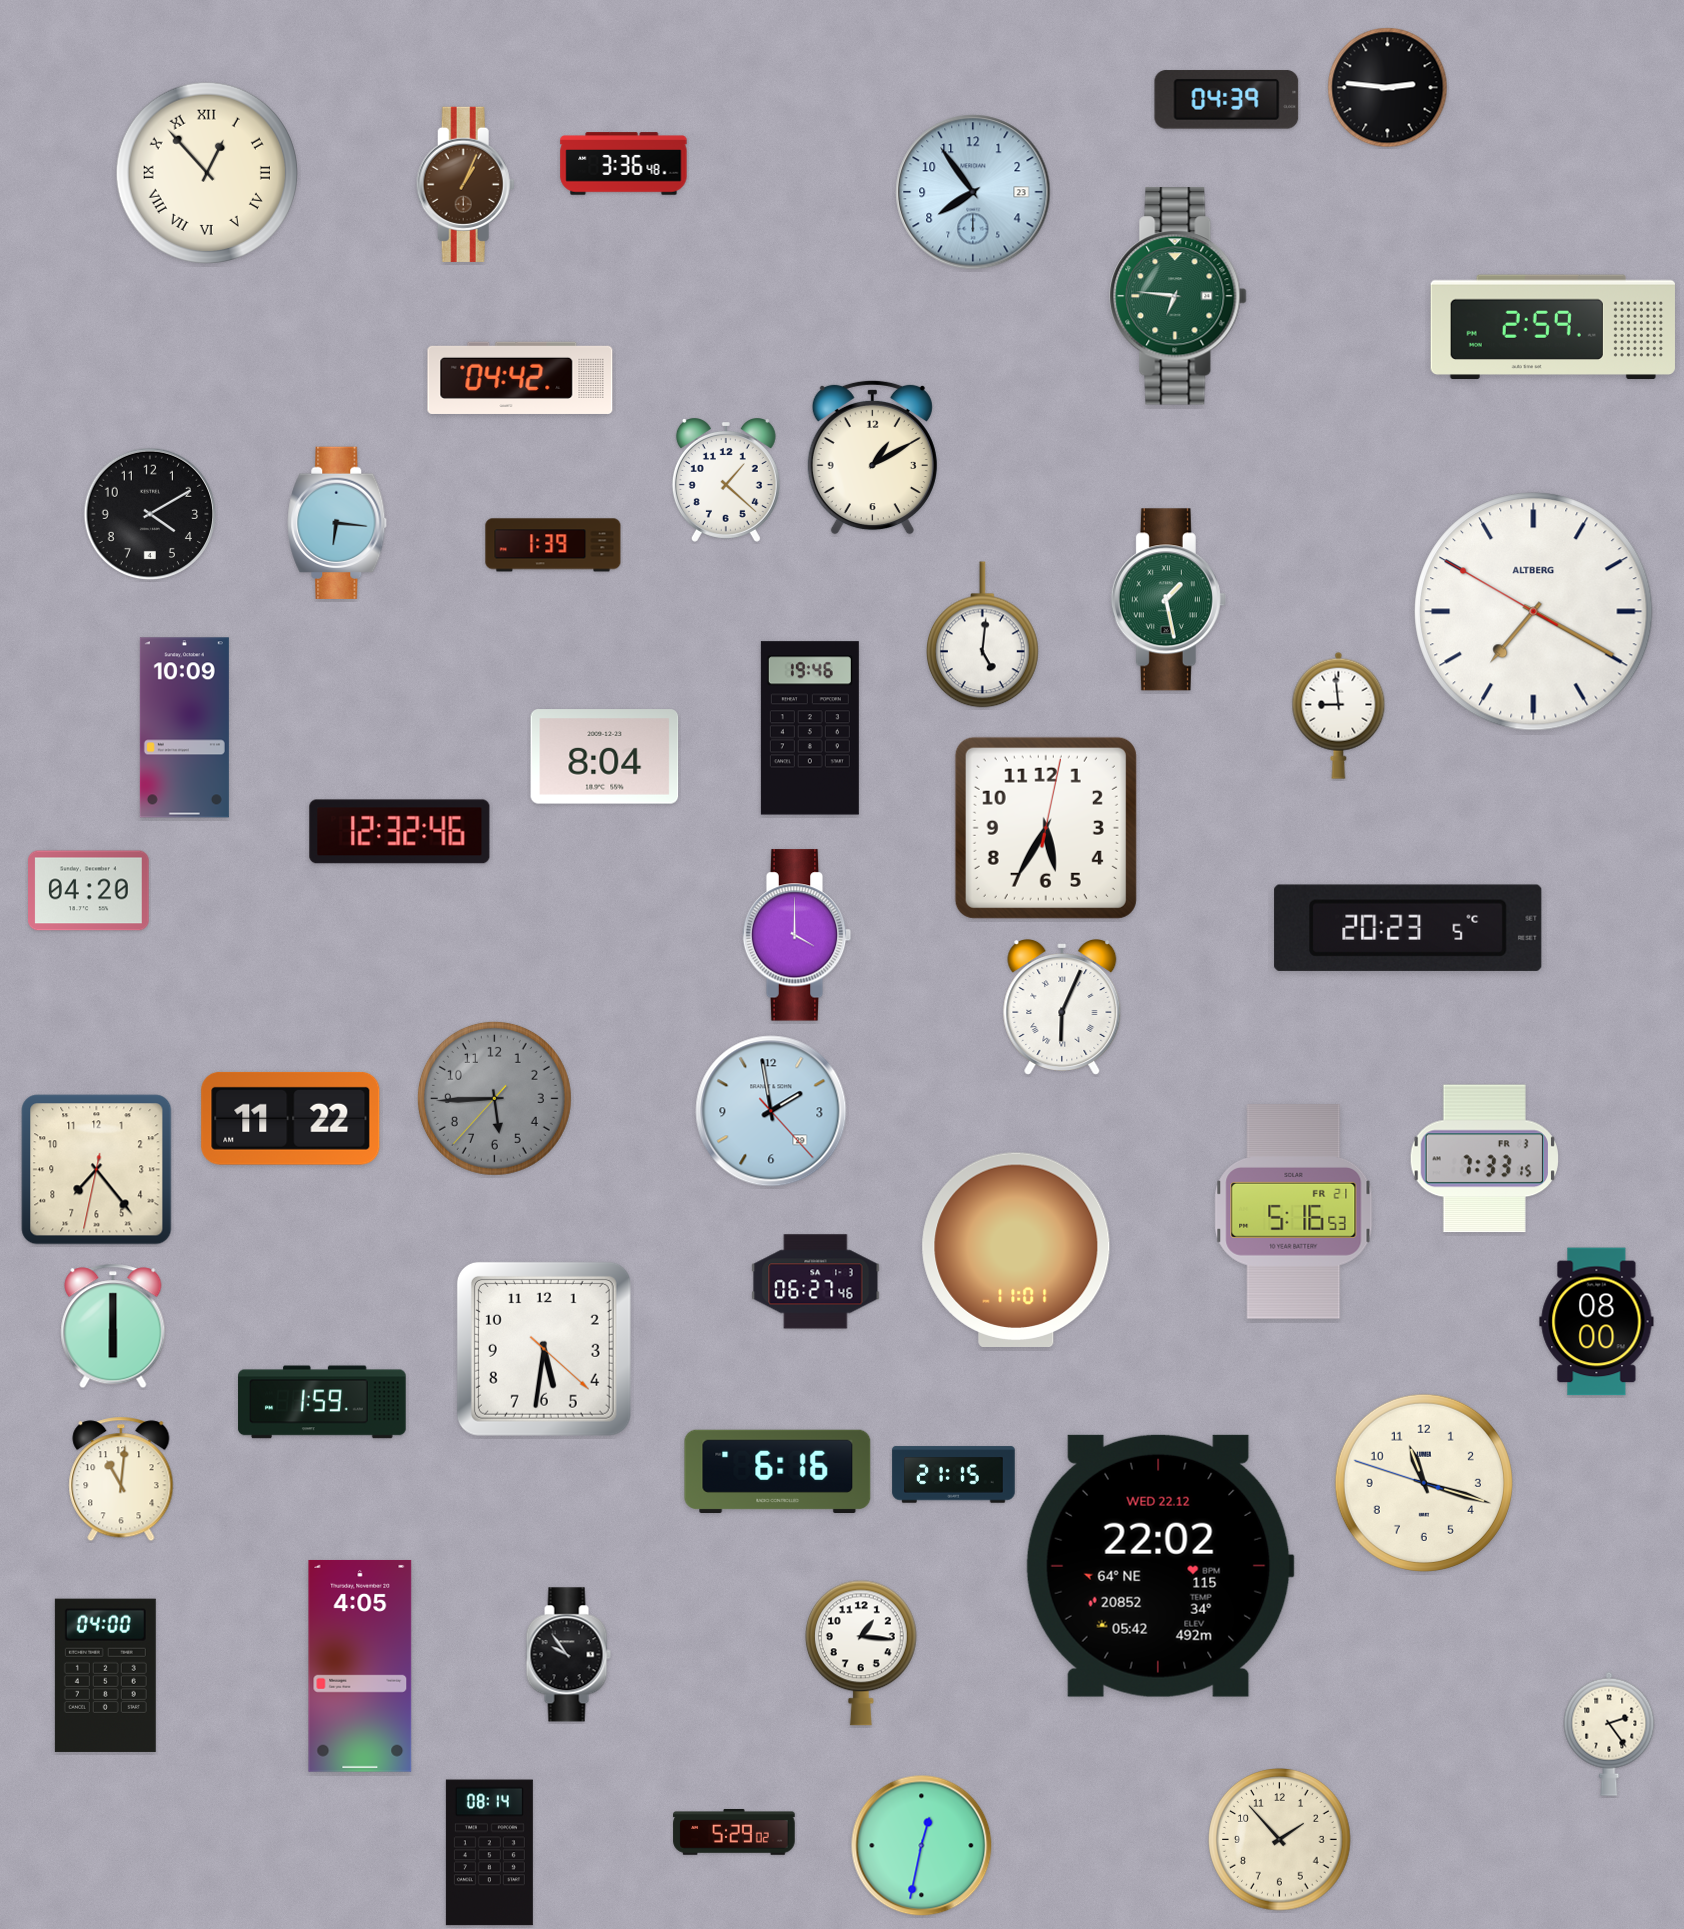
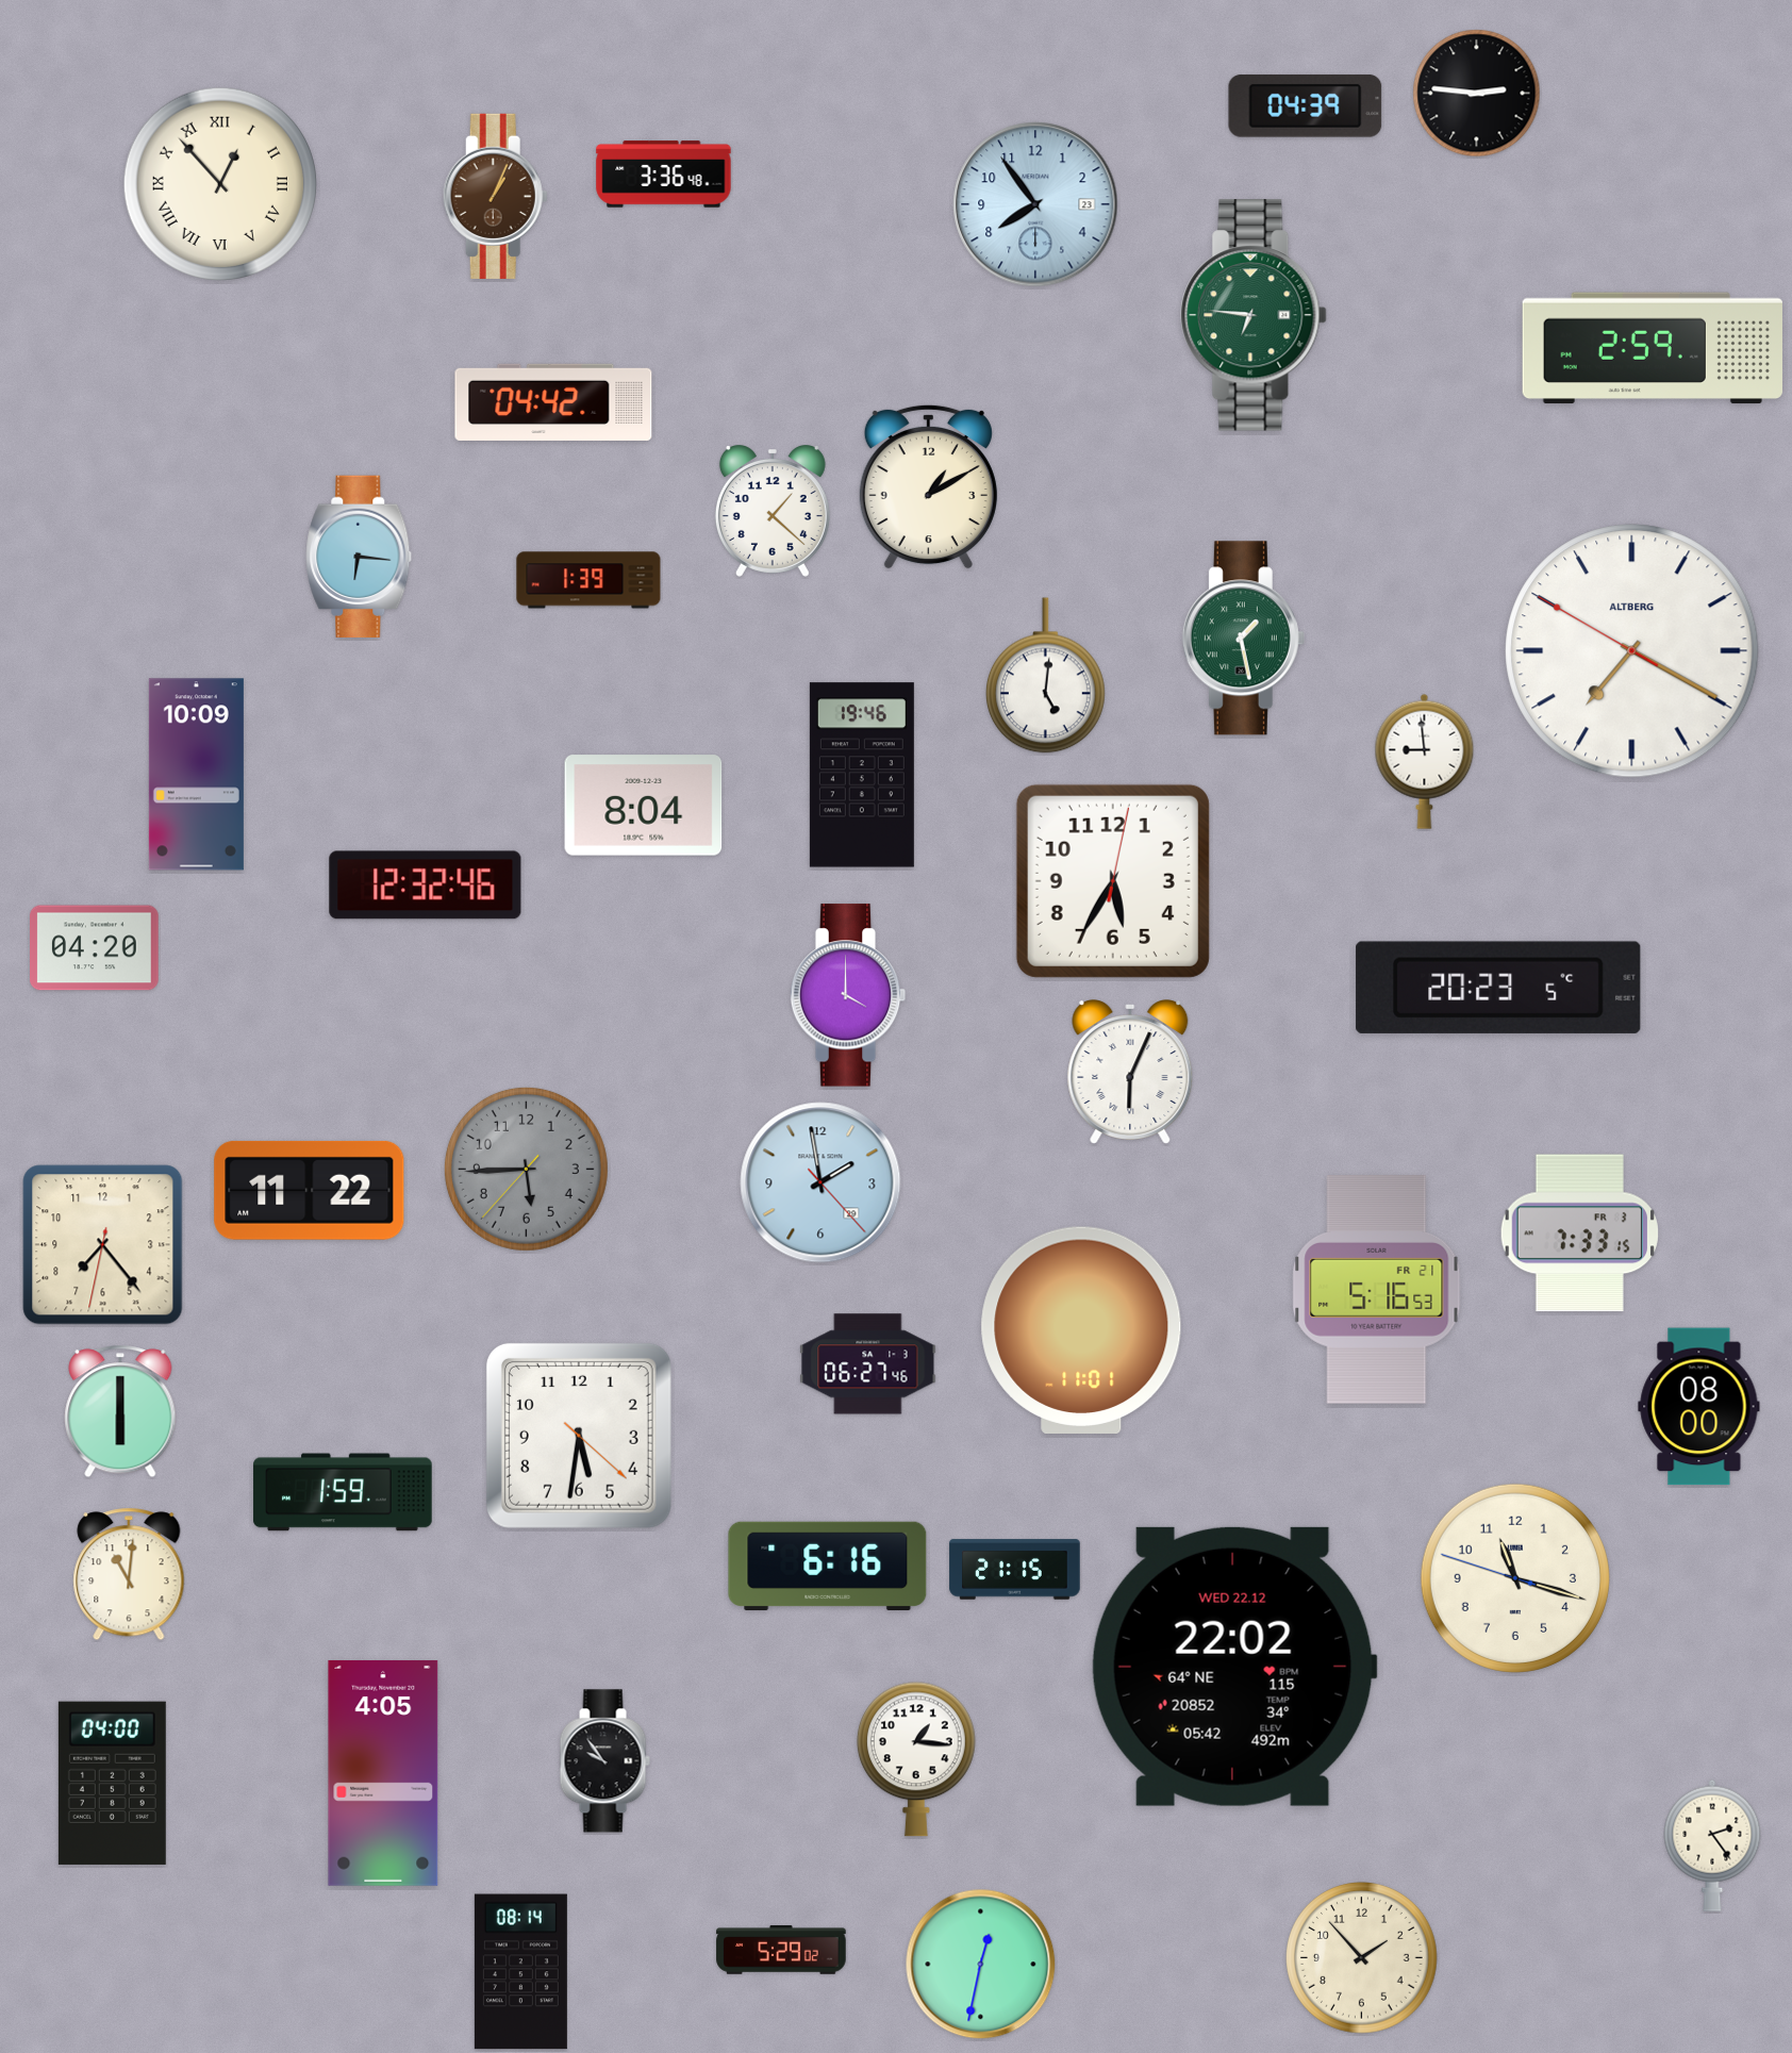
clock at (150, 514): 4:10 -> none
